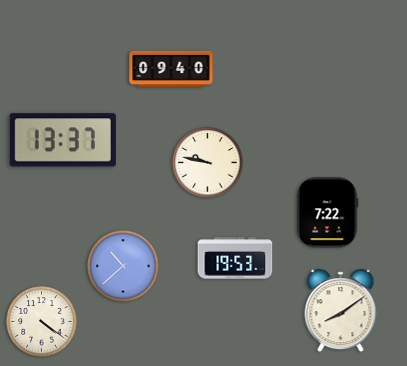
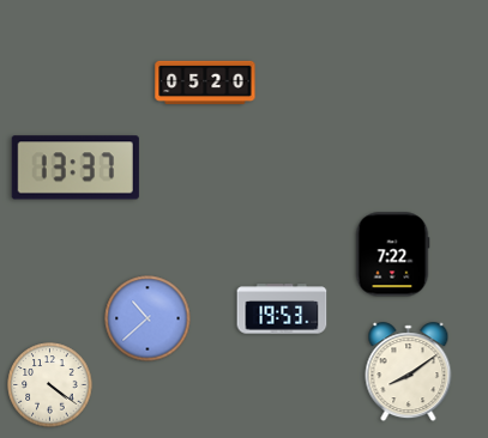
clock at (171, 69): 09:40 -> 05:20
clock at (208, 163): 9:47 -> none
